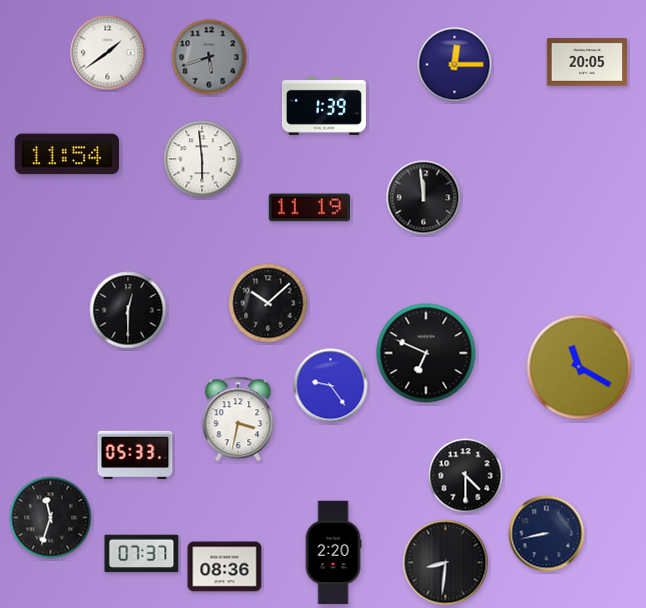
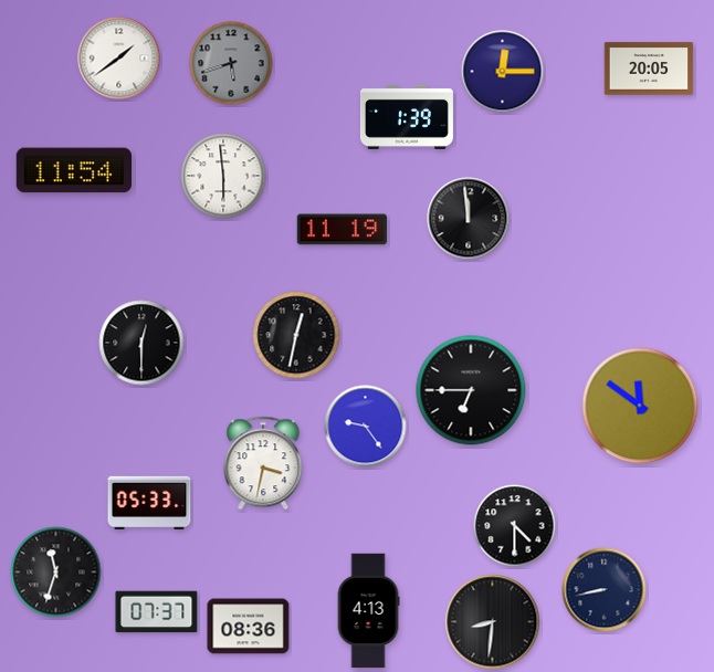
clock at (324, 106) position: (324, 106) -> (407, 117)
clock at (268, 303): 10:08 -> 12:32
clock at (426, 353): 6:49 -> 6:45
clock at (579, 367): 11:20 -> 11:51
clock at (333, 553): 2:20 -> 4:13
